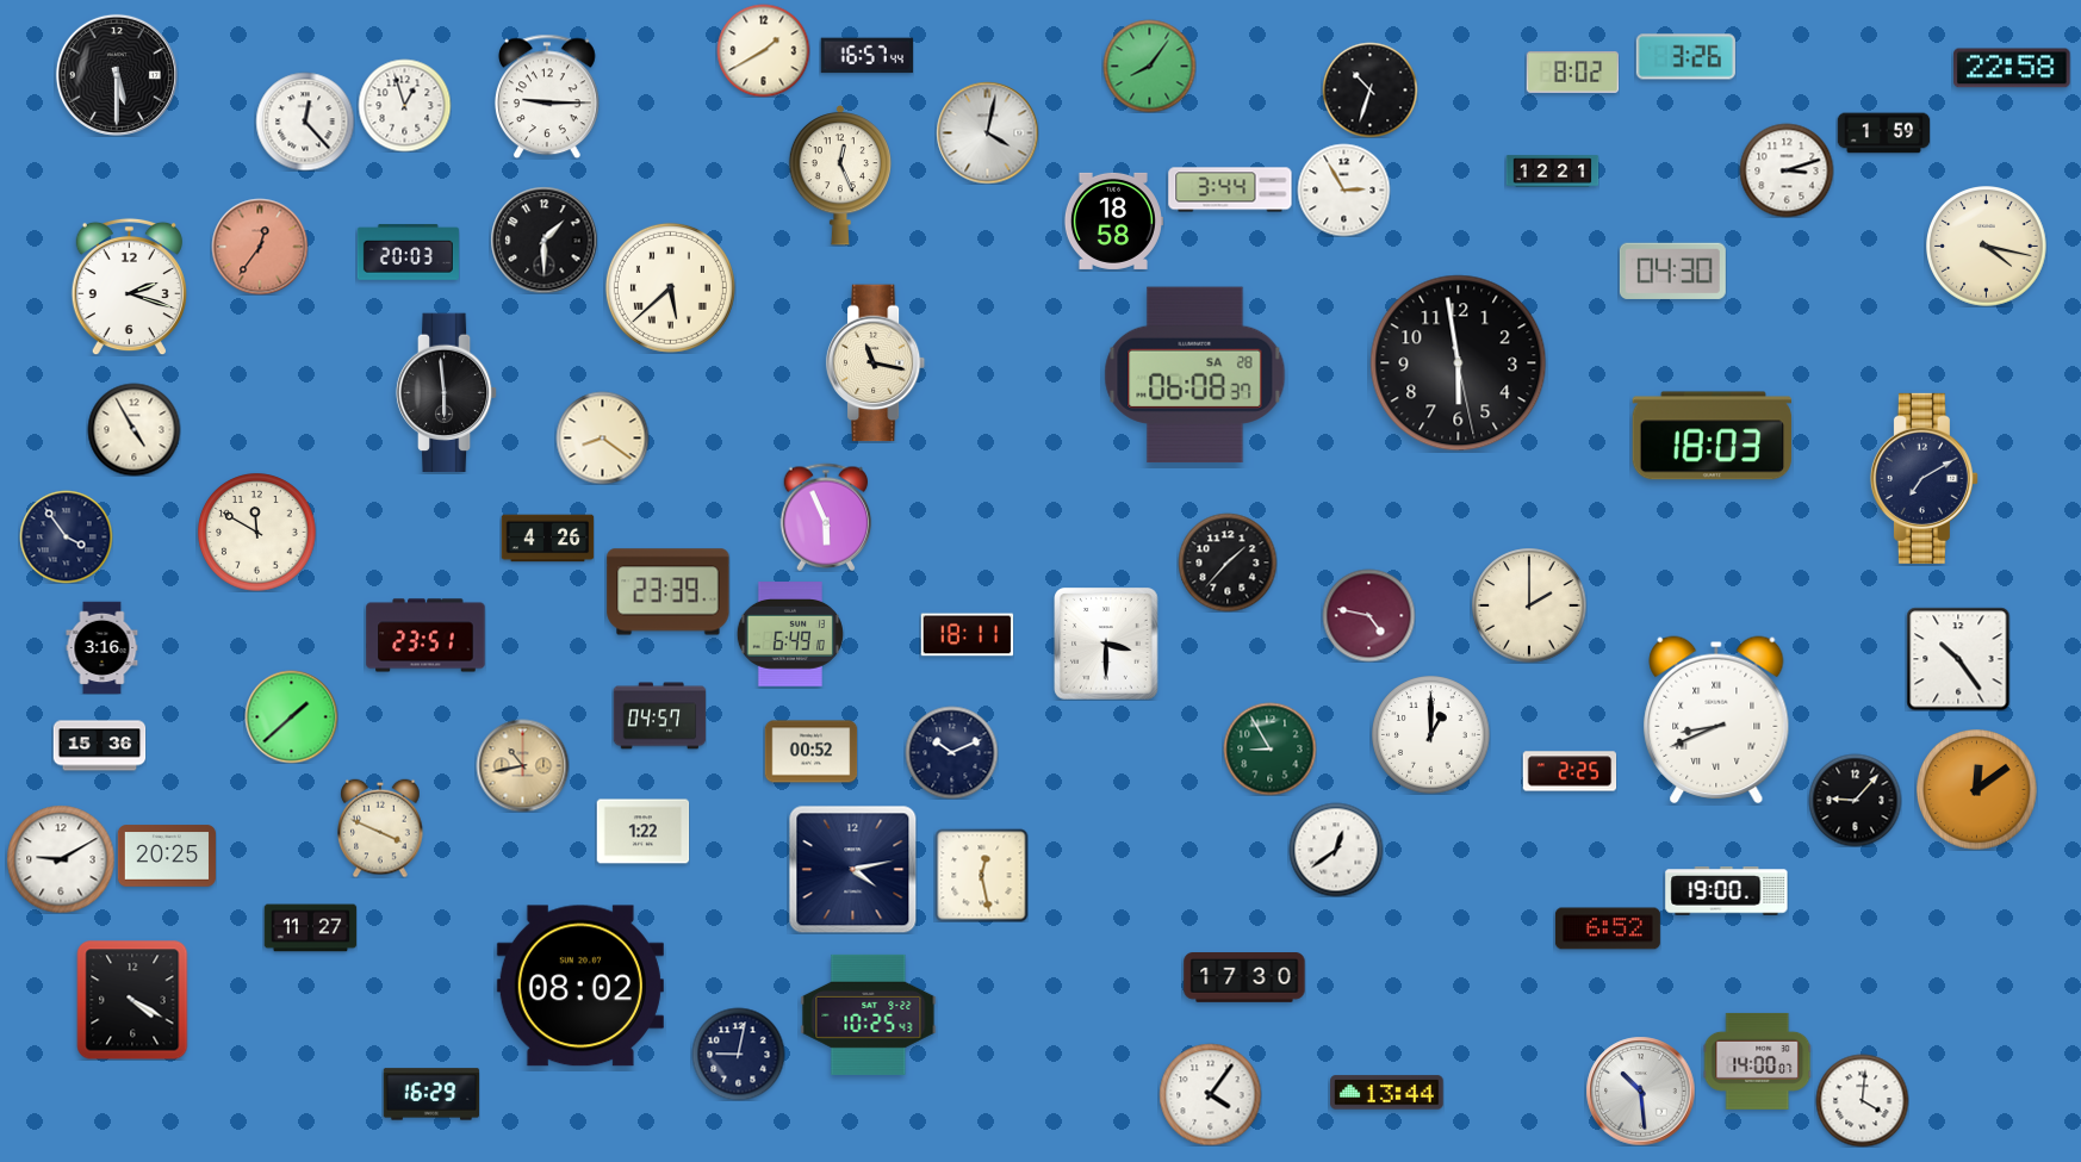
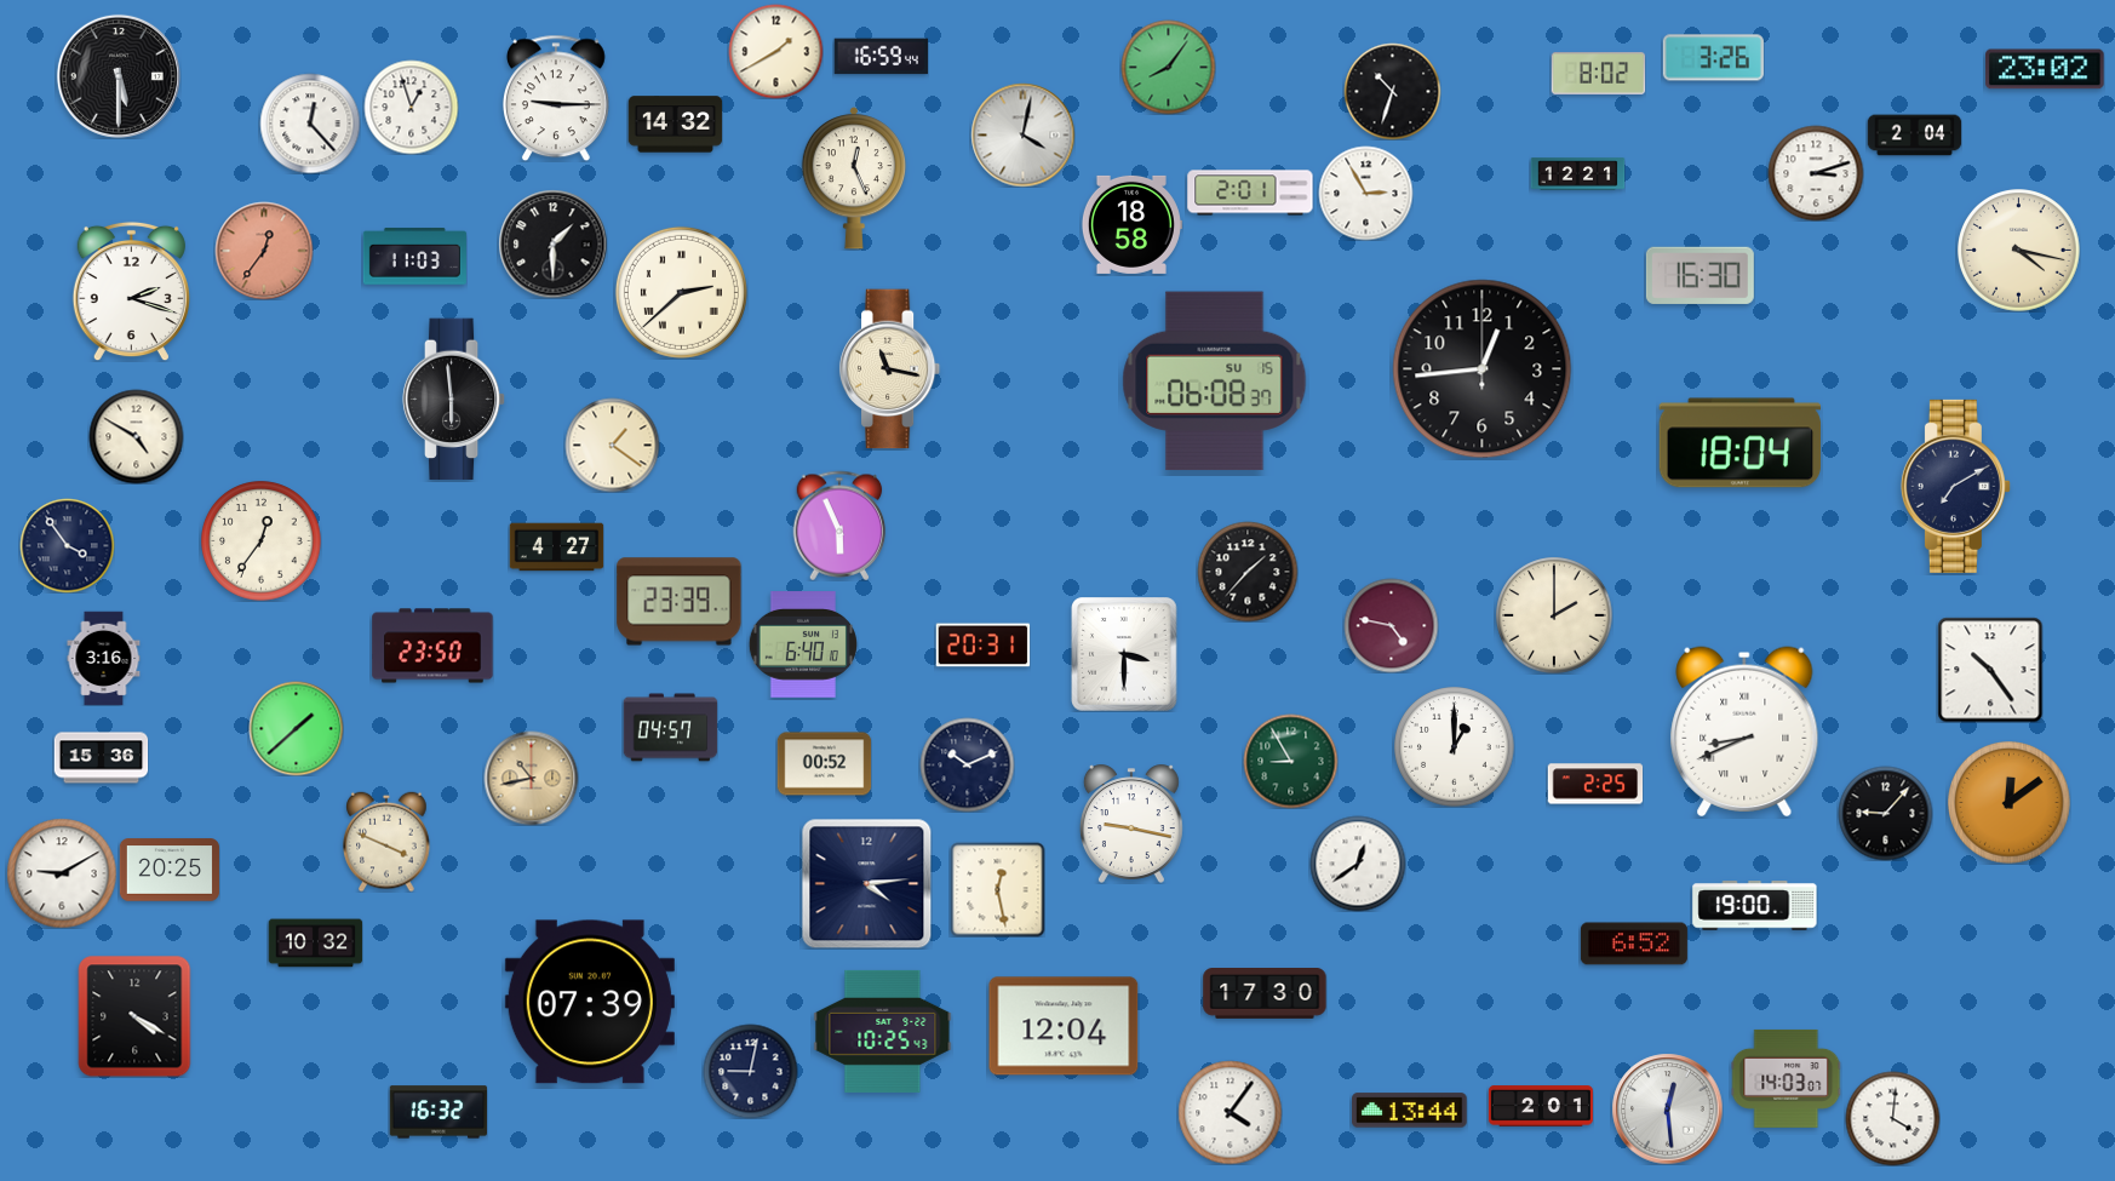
clock at (866, 56): 16:57 -> 16:59
clock at (2012, 68): 22:58 -> 23:02
clock at (675, 125): none -> 14:32
clock at (987, 132) position: (987, 132) -> (1022, 134)
clock at (1883, 133): 1:59 -> 2:04
clock at (1230, 189): 3:44 -> 2:01
clock at (408, 253): 20:03 -> 11:03
clock at (1672, 271): 04:30 -> 16:30
clock at (670, 287): 5:38 -> 2:38
clock at (1459, 363): 5:58 -> 12:44
clock at (1195, 375) date: SA 28 -> SU 15
clock at (133, 429): 4:55 -> 4:50
clock at (1713, 436): 18:03 -> 18:04
clock at (602, 437): 8:21 -> 1:21
clock at (257, 533): 11:50 -> 12:36
clock at (547, 539): 4:26 -> 4:27
clock at (425, 635): 23:51 -> 23:50
clock at (790, 635): 6:49 -> 6:40
clock at (967, 635): 18:11 -> 20:31
clock at (1131, 824): none -> 9:17
clock at (642, 832): 1:22 -> none
clock at (852, 869): 4:13 -> 4:14
clock at (310, 928): 11:27 -> 10:32
clock at (580, 986): 08:02 -> 07:39
clock at (1064, 1026): none -> 12:04
clock at (1757, 1061): 14:00 -> 14:03
clock at (1541, 1106): none -> 2:01
clock at (1640, 1090): 10:29 -> 12:29
clock at (430, 1094): 16:29 -> 16:32
